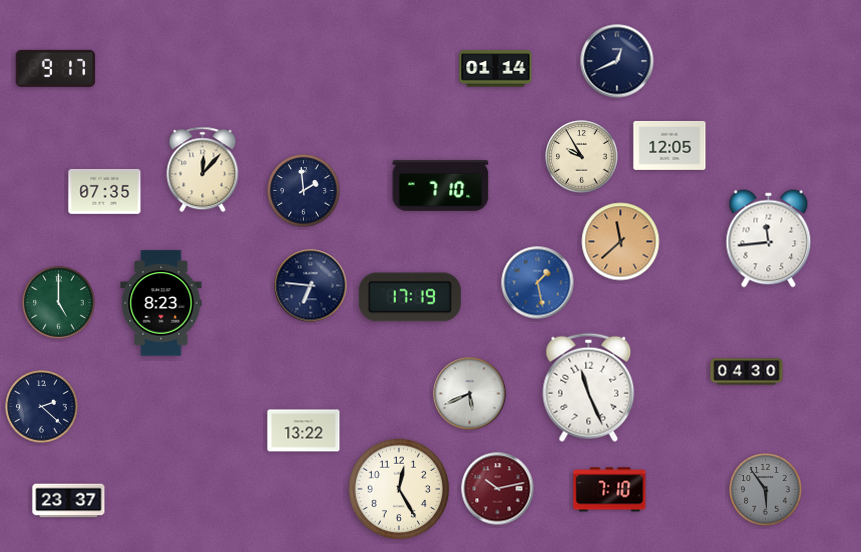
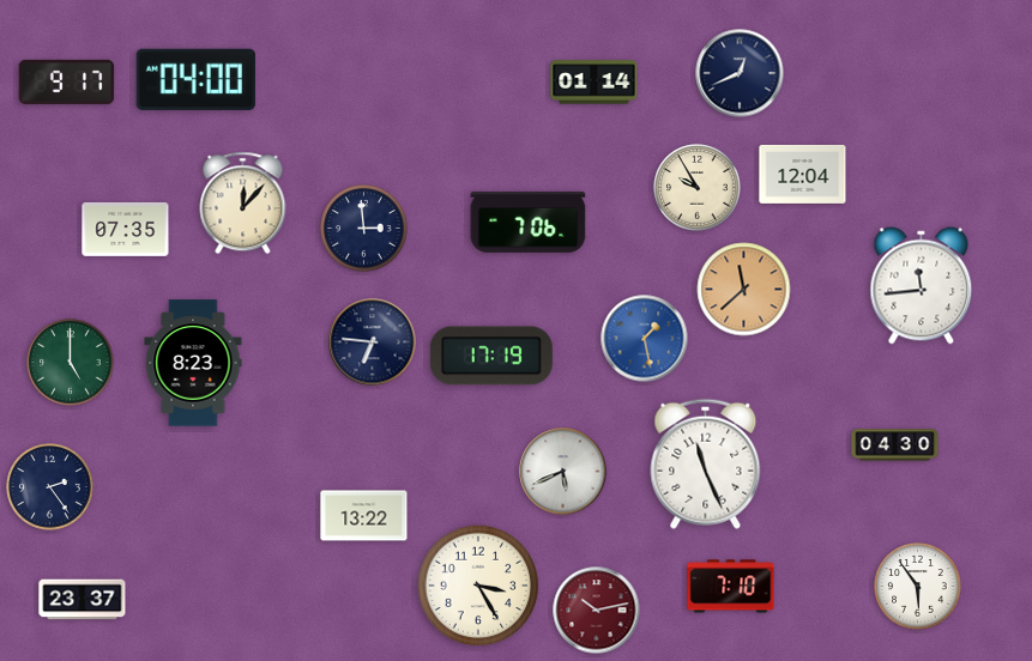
clock at (195, 79): none -> 04:00
clock at (670, 145): 12:05 -> 12:04
clock at (441, 185): 7:10 -> 7:06
clock at (304, 191): 1:59 -> 2:59
clock at (42, 407): 2:22 -> 2:24
clock at (399, 489): 12:25 -> 3:25
clock at (498, 489) position: (498, 489) -> (597, 611)
clock at (766, 490) dial: grey -> white
